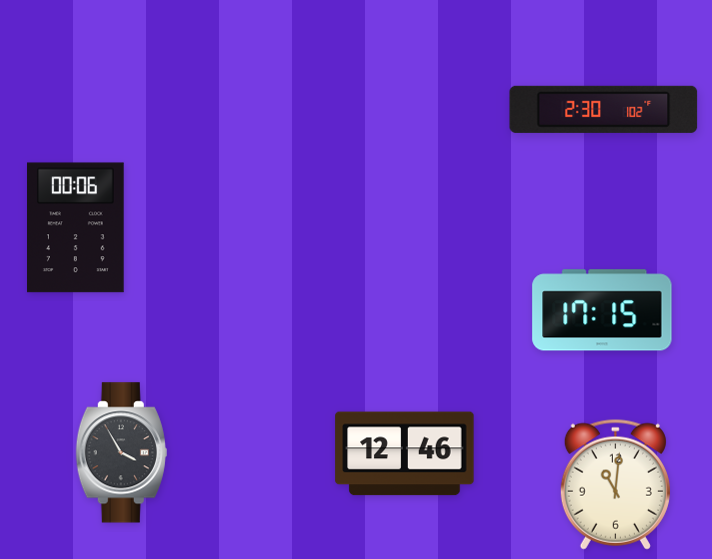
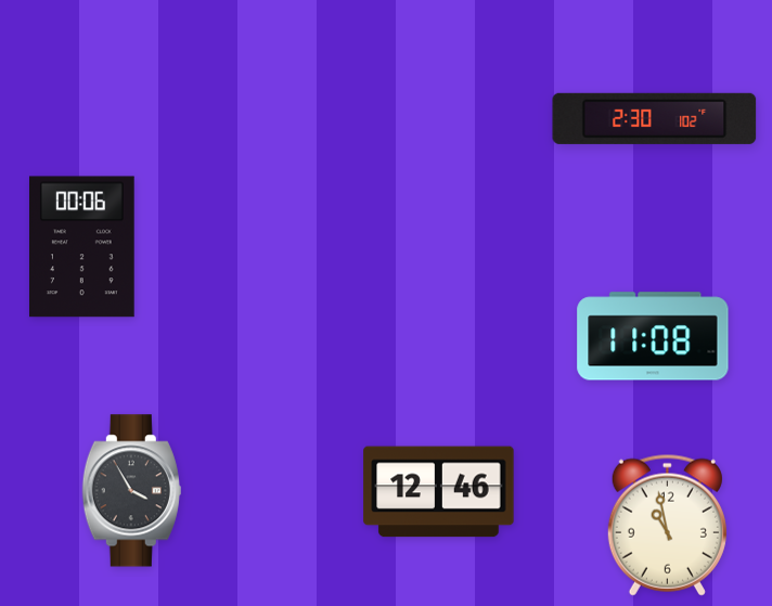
clock at (602, 310): 17:15 -> 11:08
clock at (615, 484): 11:01 -> 10:58
